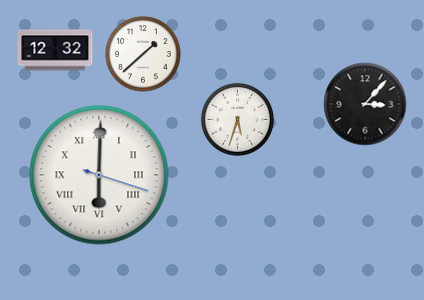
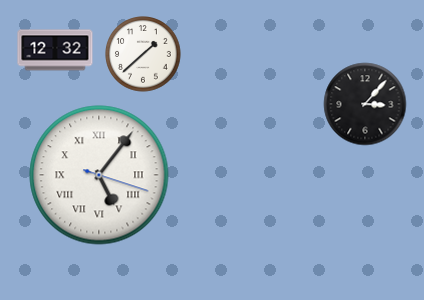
clock at (237, 119): 5:33 -> none
clock at (99, 175): 6:00 -> 5:06
